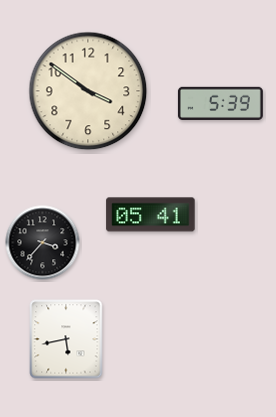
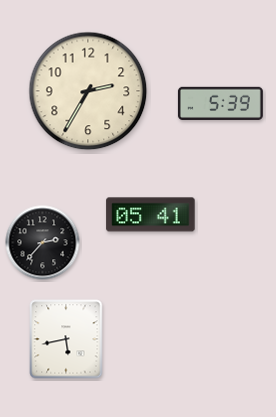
clock at (88, 91): 3:51 -> 2:35
clock at (43, 243): 3:37 -> 2:37
